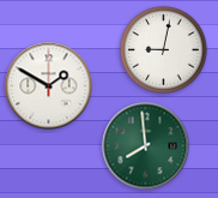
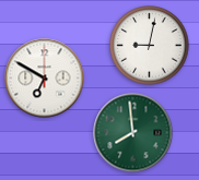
clock at (49, 86): 1:50 -> 6:50
